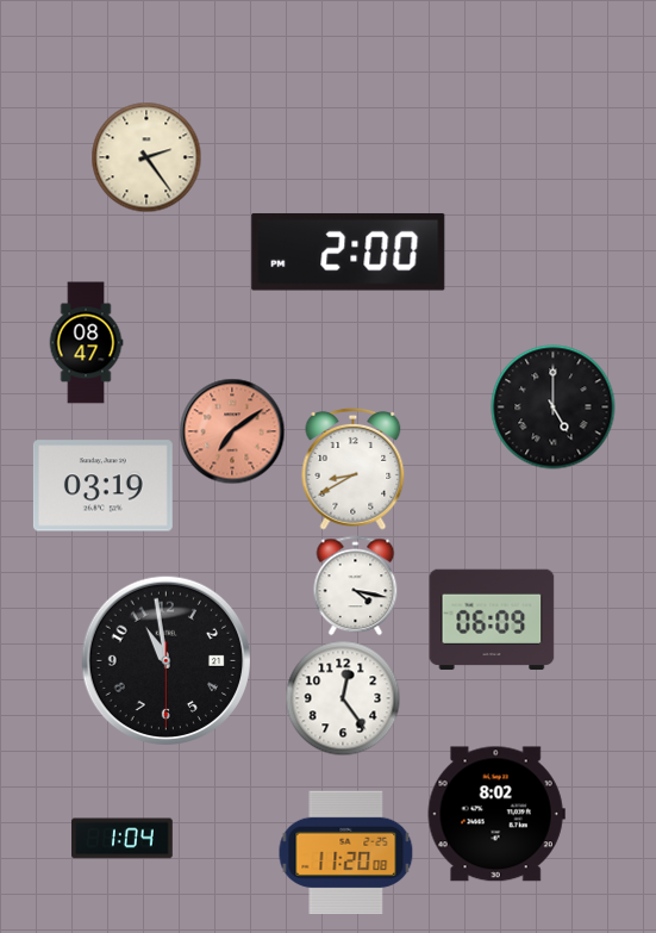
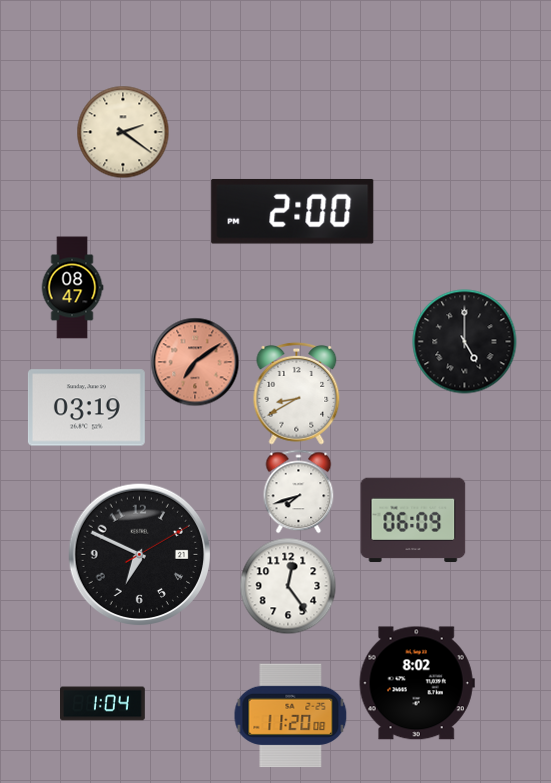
clock at (146, 157): 2:24 -> 2:21
clock at (356, 586): 4:17 -> 7:42
clock at (167, 661): 10:58 -> 6:49
